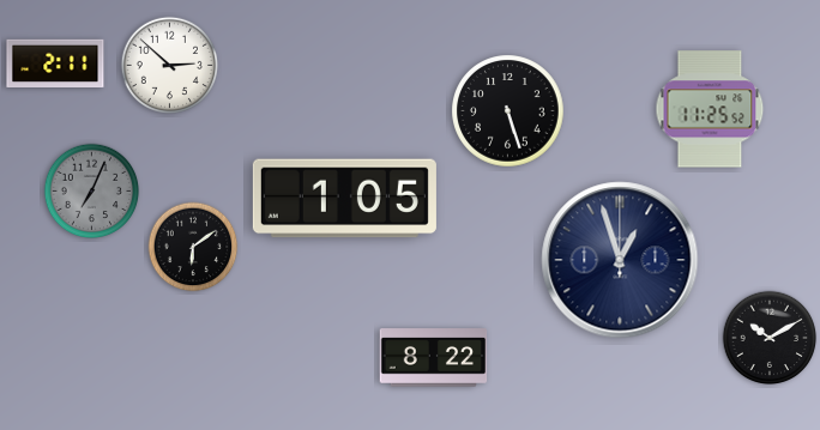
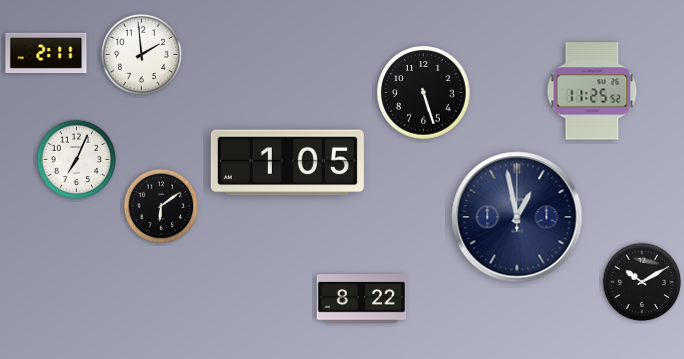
clock at (169, 65): 2:52 -> 1:59
clock at (92, 192) dial: grey -> white
clock at (344, 199) position: (344, 199) -> (287, 163)
clock at (620, 260): 12:57 -> 12:58
